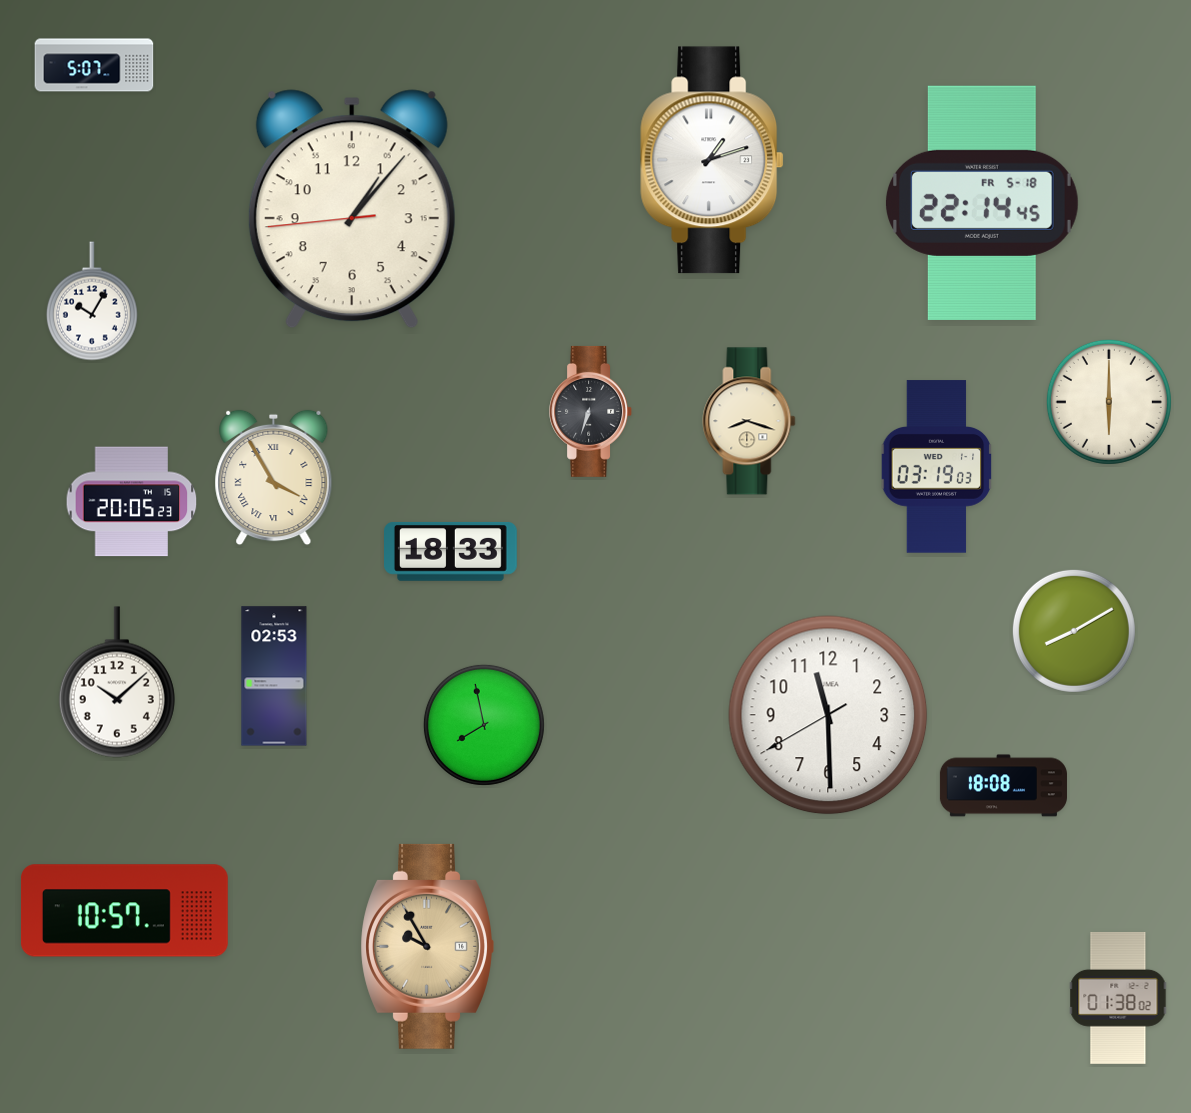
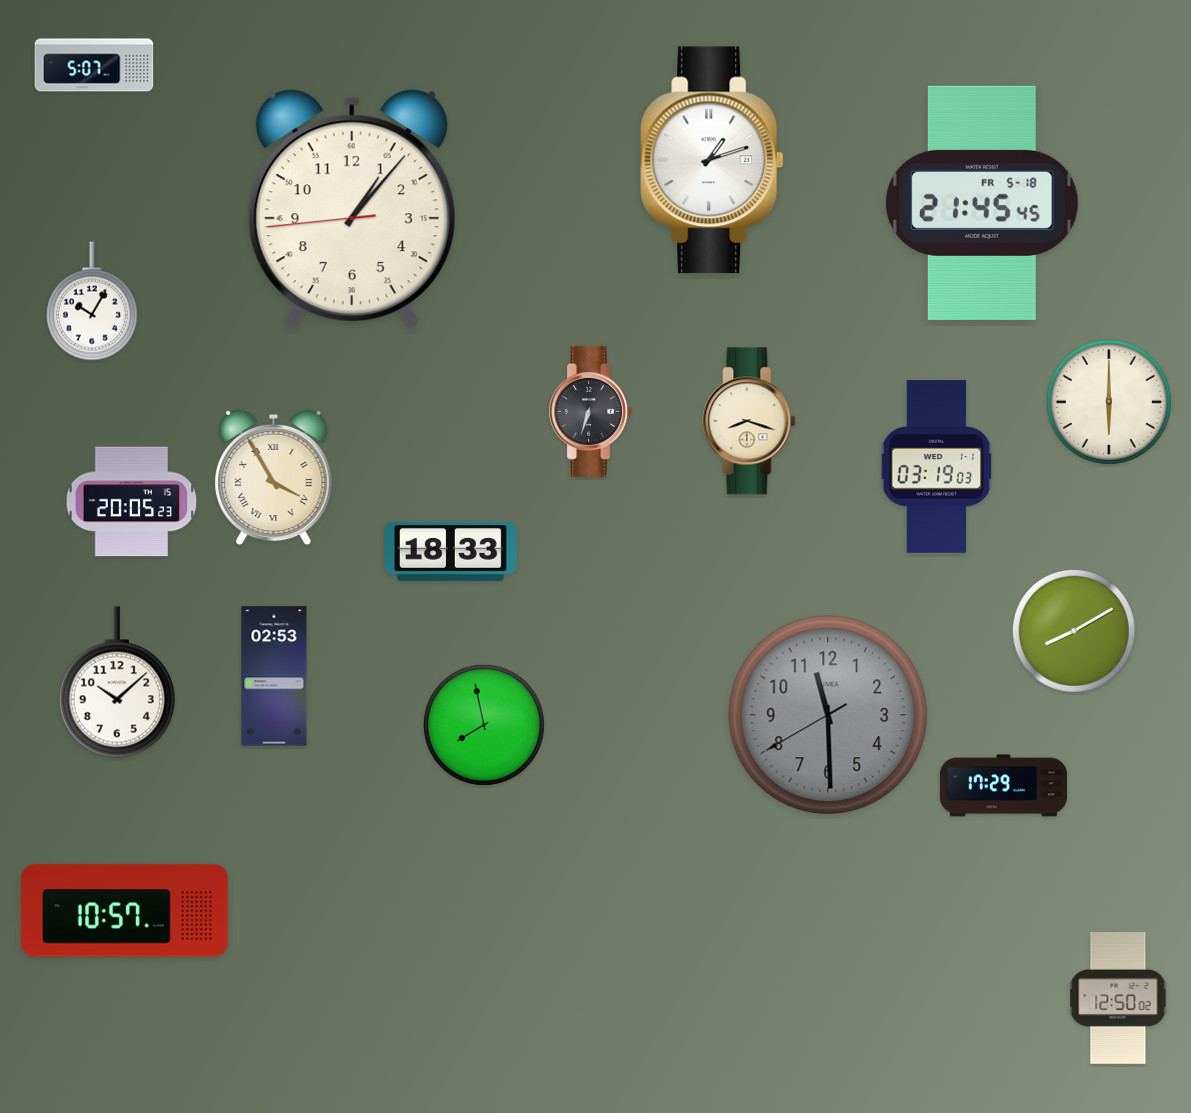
clock at (983, 203): 22:14 -> 21:45
clock at (828, 715) dial: white -> grey
clock at (1003, 786): 18:08 -> 17:29
clock at (427, 946): 9:55 -> none
clock at (1118, 998): 01:38 -> 12:50
